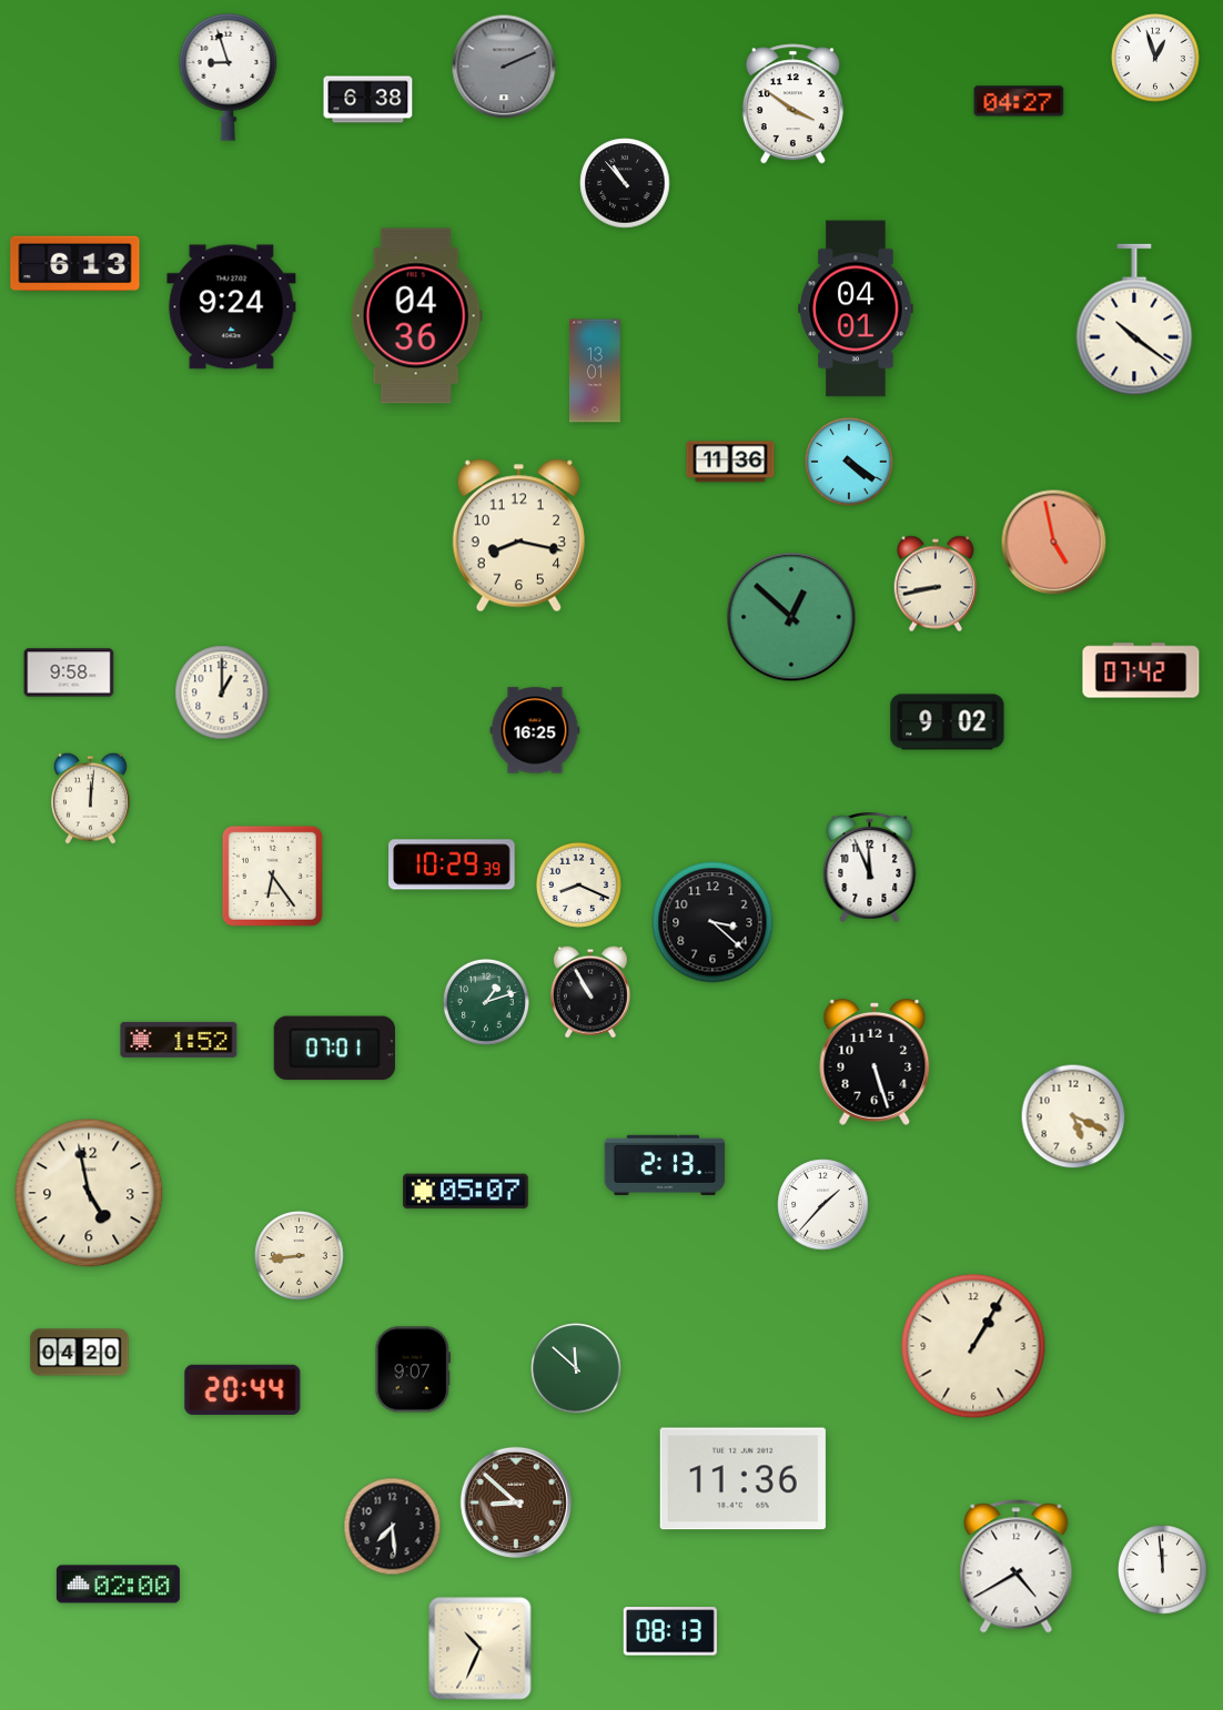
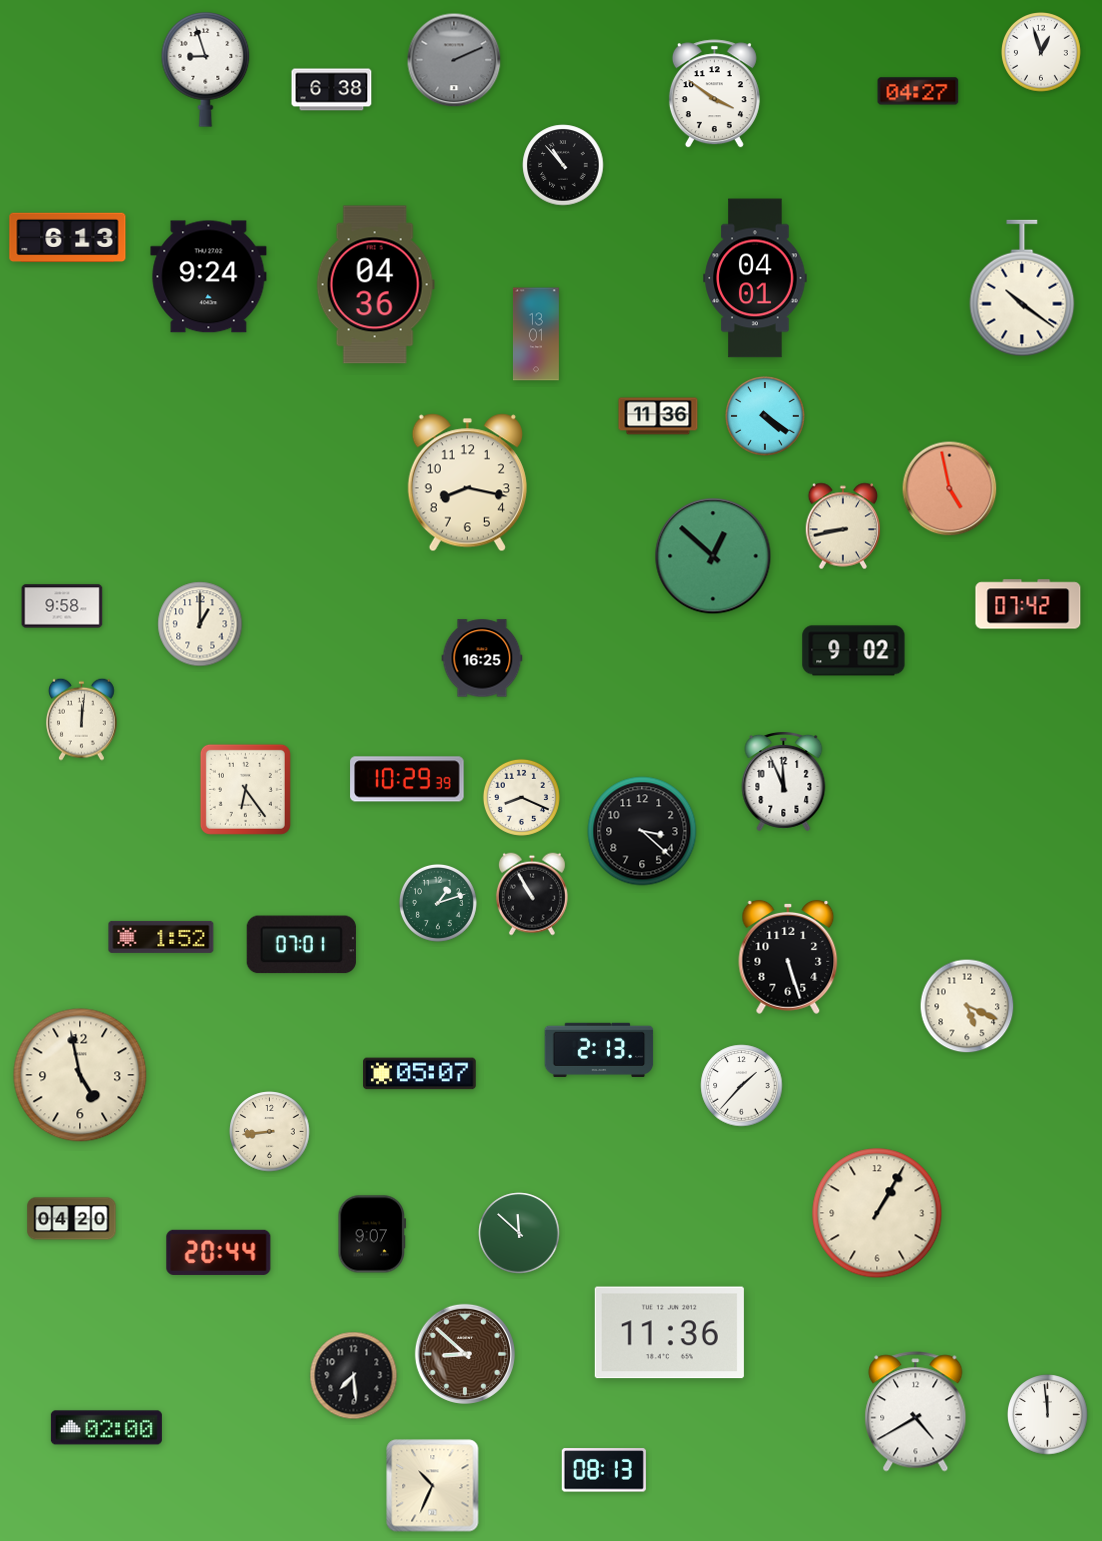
clock at (856, 308) position: (856, 308) -> (755, 278)
